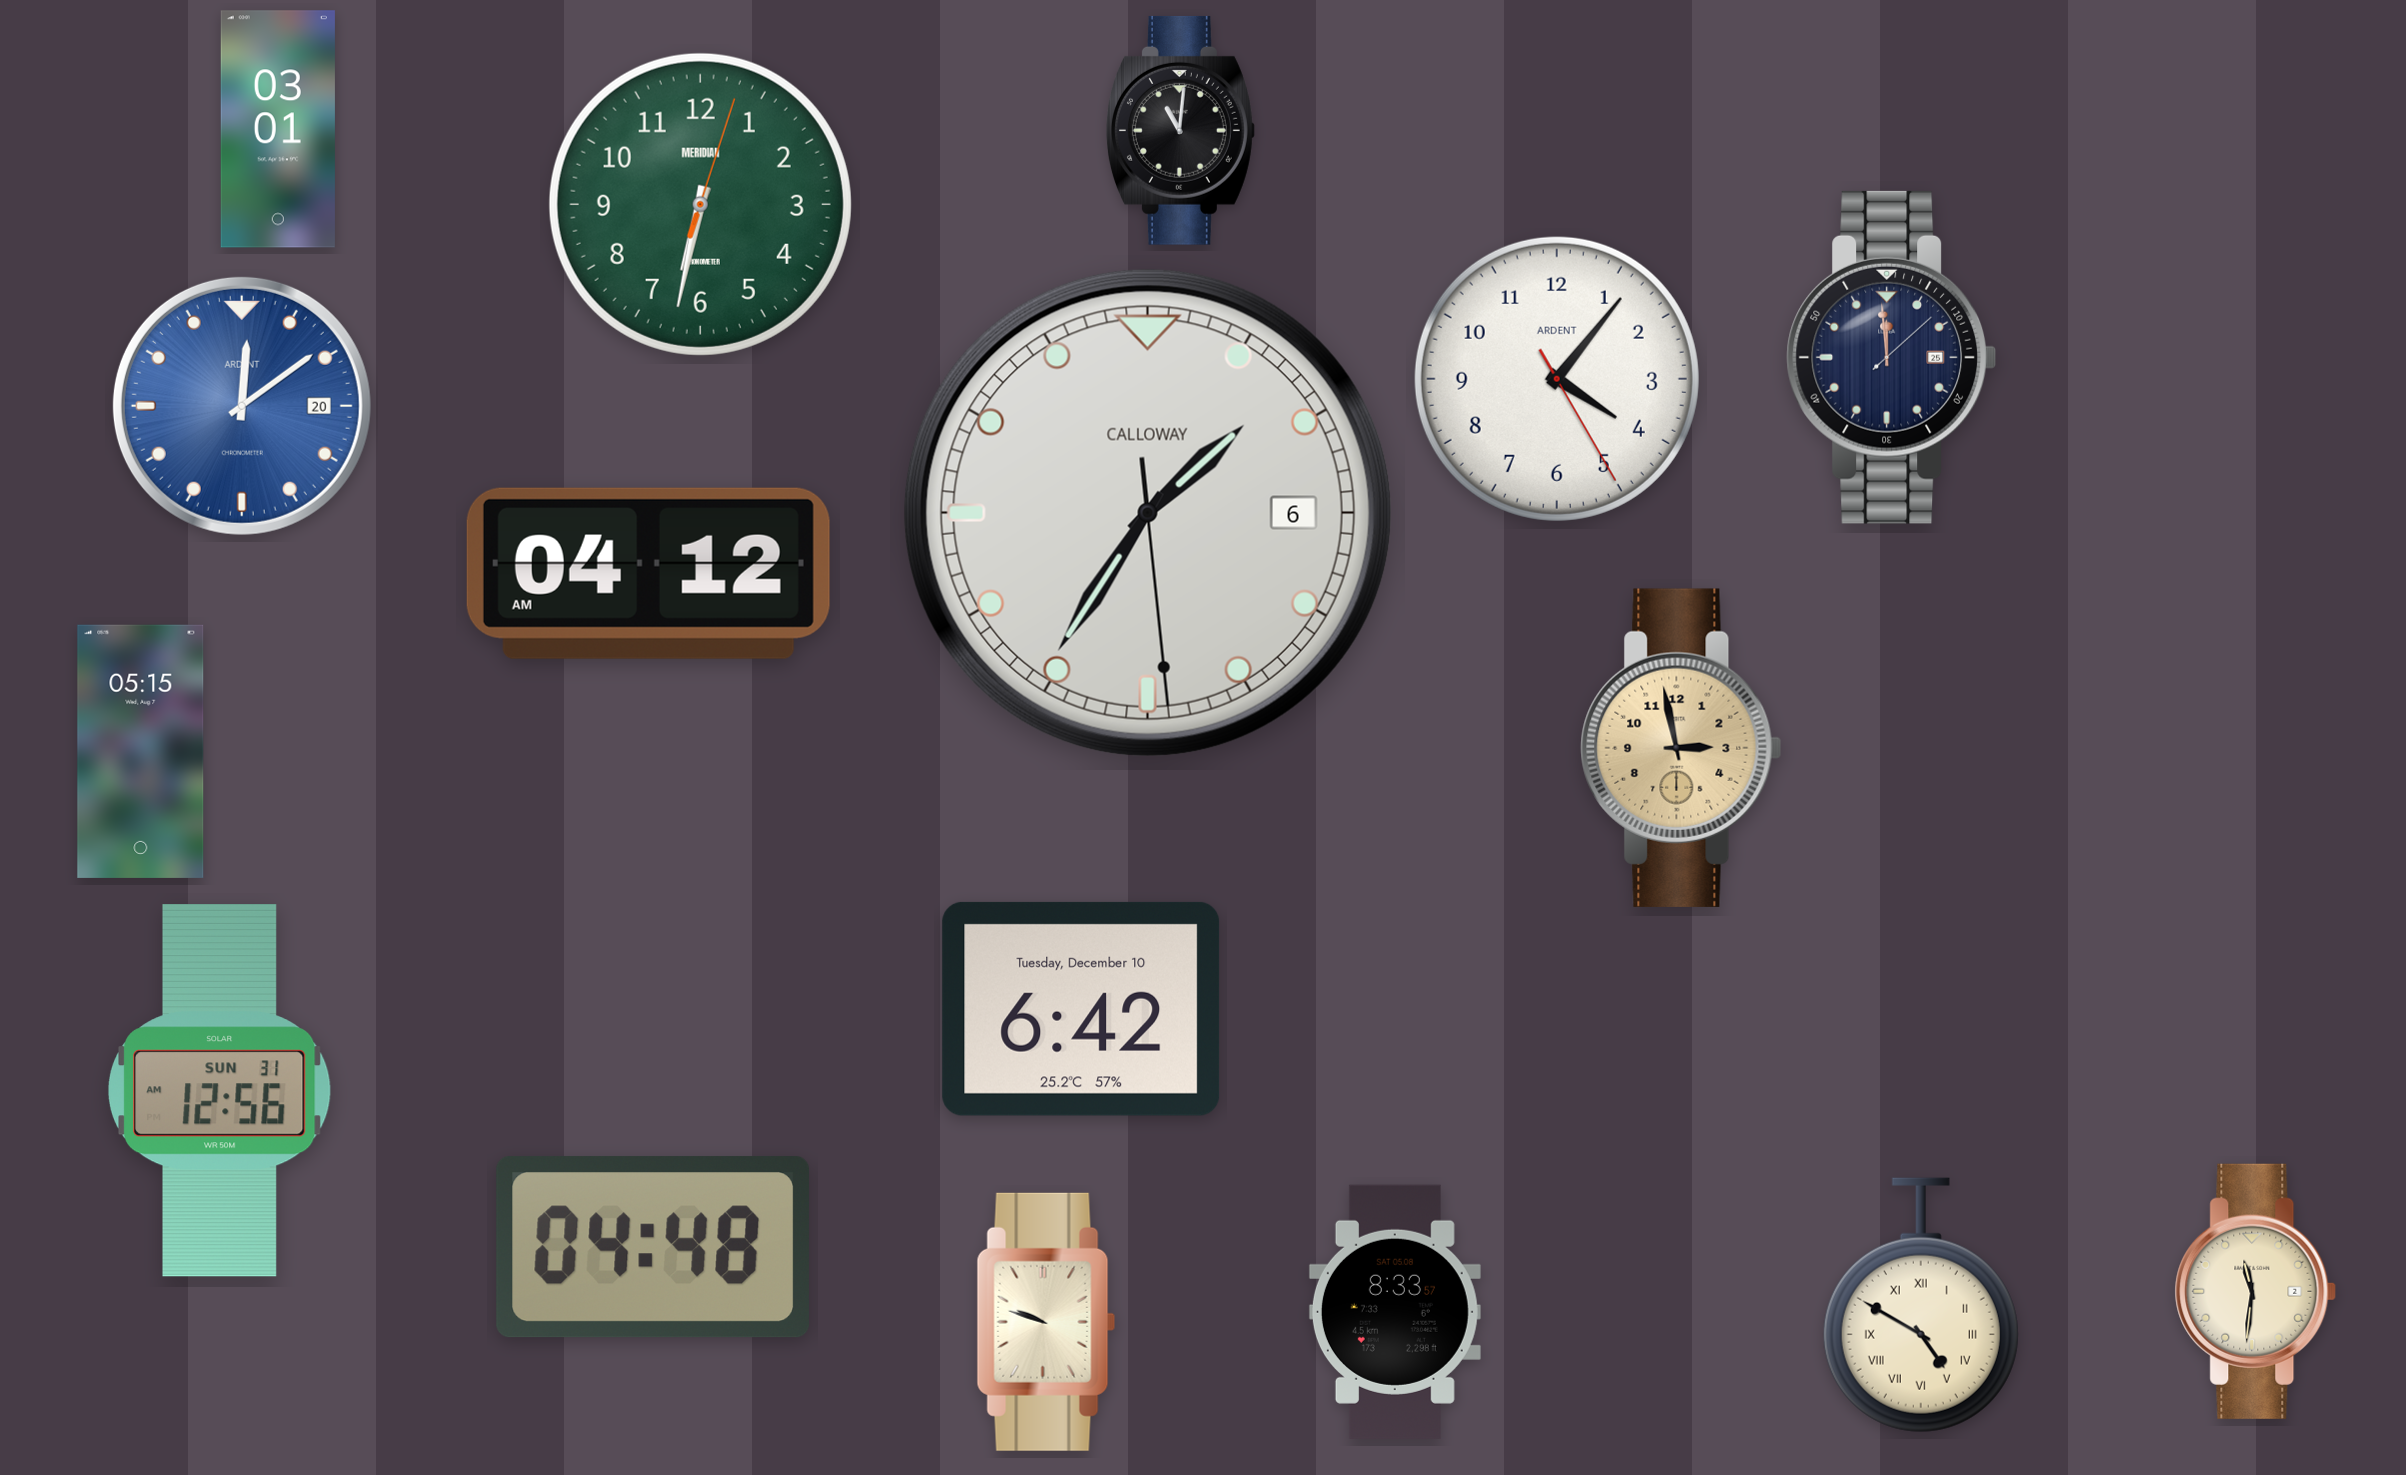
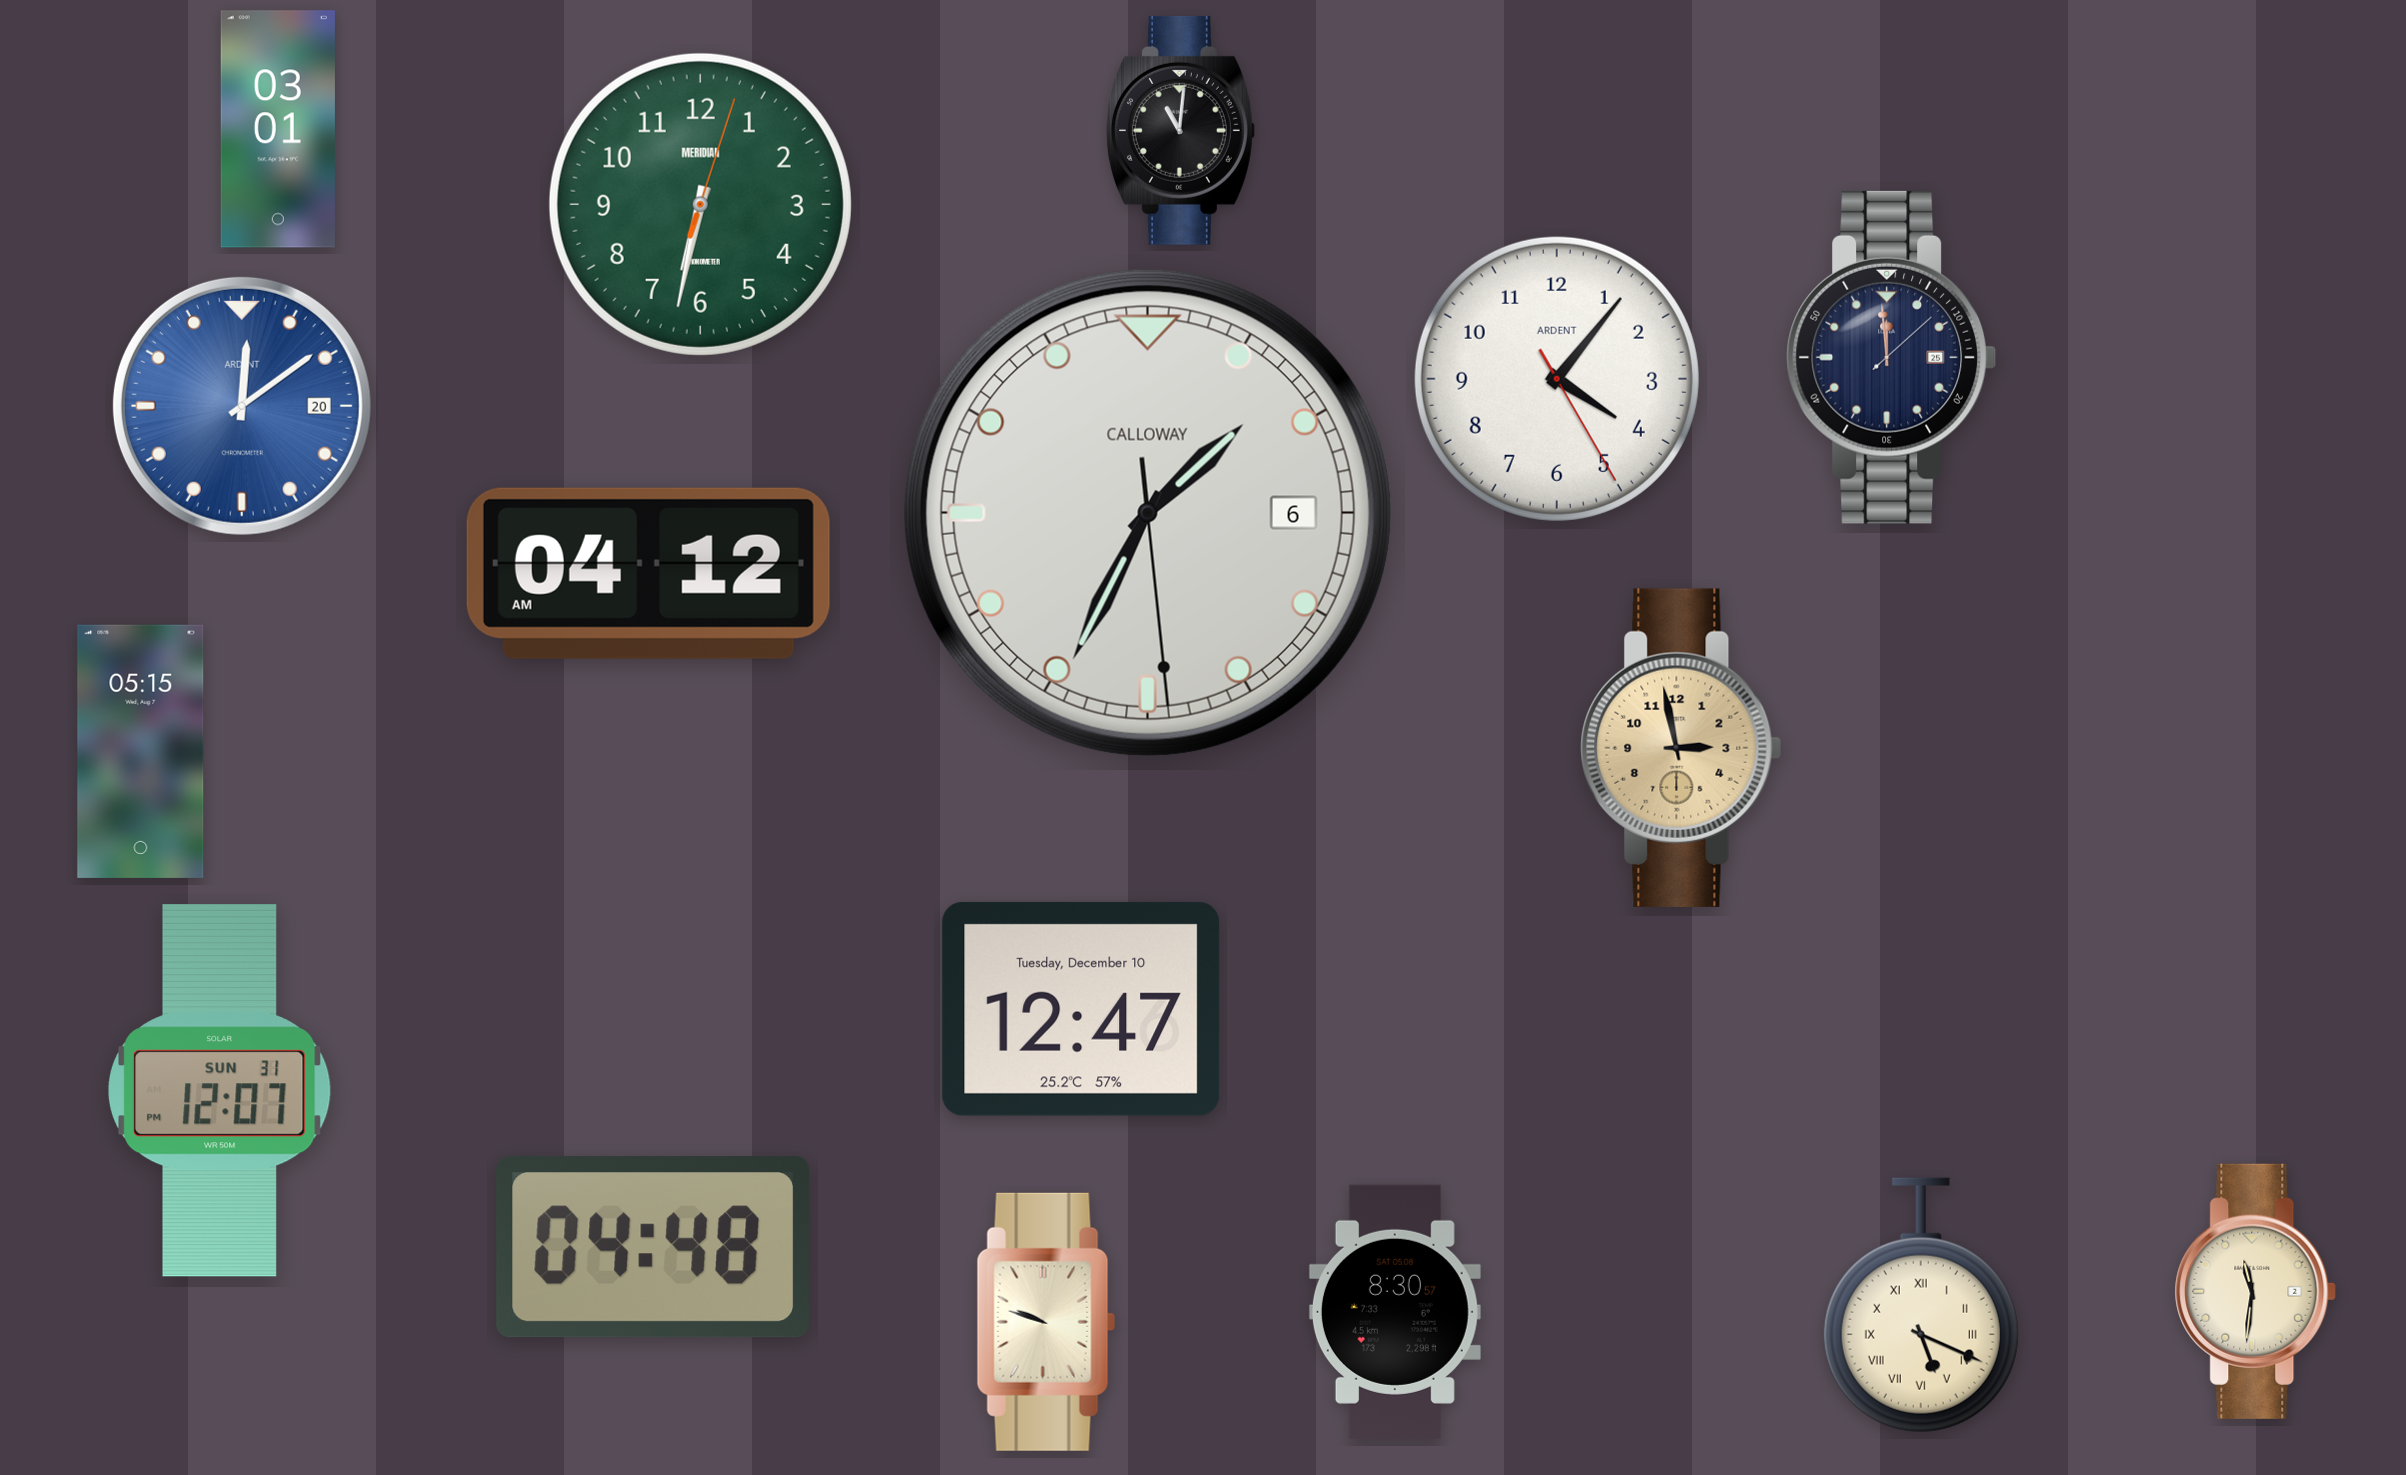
clock at (1148, 513): 1:35 -> 1:34
clock at (1081, 1009): 6:42 -> 12:47
clock at (220, 1091): 12:56 -> 12:07
clock at (1921, 1305): 4:50 -> 5:19
clock at (1395, 1312): 8:33 -> 8:30
